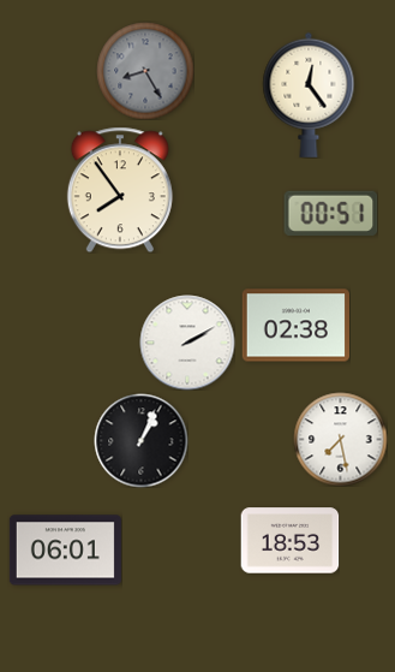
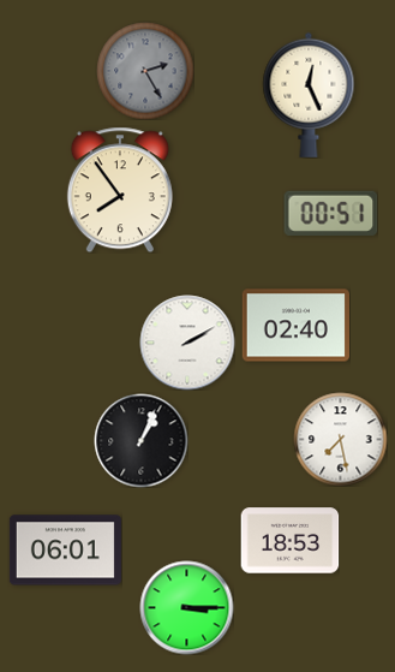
clock at (145, 71): 8:25 -> 2:25
clock at (309, 95): 12:24 -> 12:26
clock at (295, 326): 02:38 -> 02:40
clock at (186, 607): none -> 3:15
